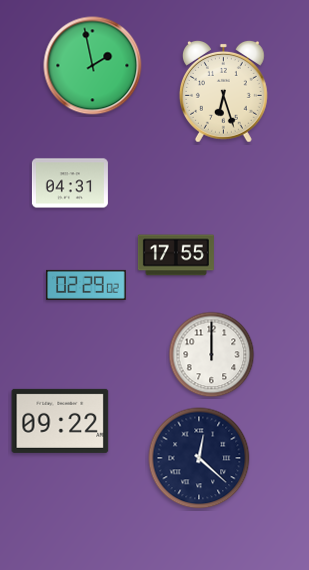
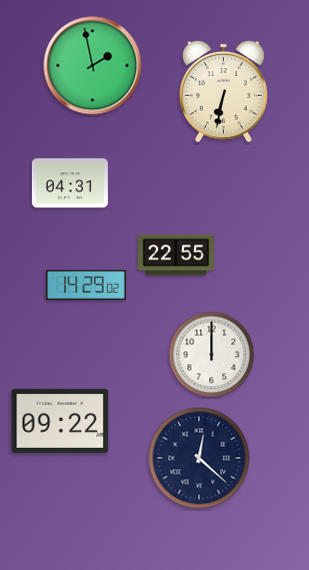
clock at (223, 91): 6:27 -> 6:32
clock at (176, 255): 17:55 -> 22:55
clock at (86, 285): 02:29 -> 14:29
